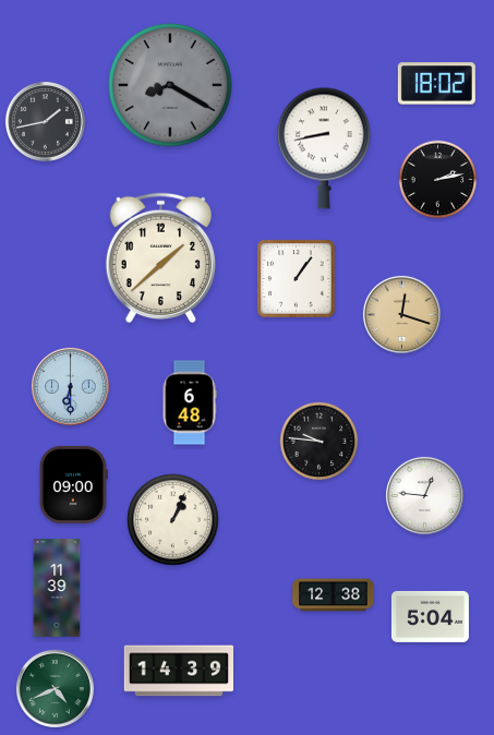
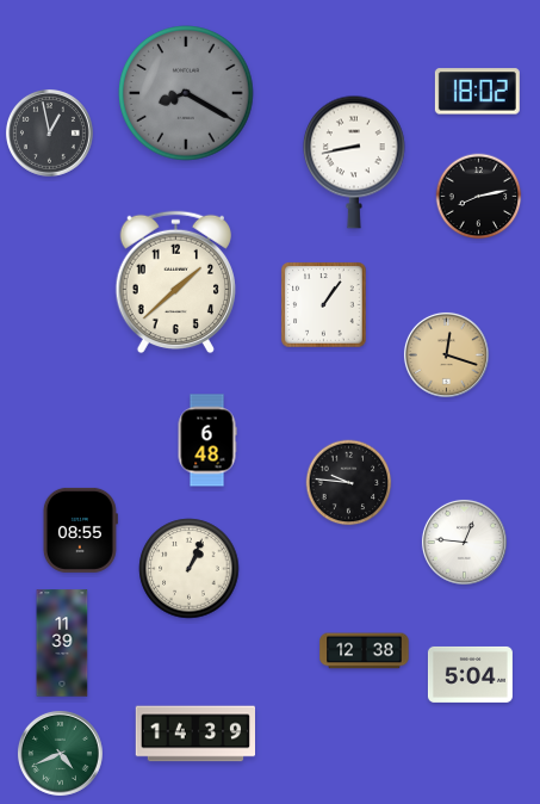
clock at (45, 121): 1:43 -> 12:58
clock at (438, 180): 2:13 -> 8:13
clock at (401, 314) position: (401, 314) -> (446, 354)
clock at (70, 386): 6:30 -> none
clock at (73, 484): 09:00 -> 08:55
